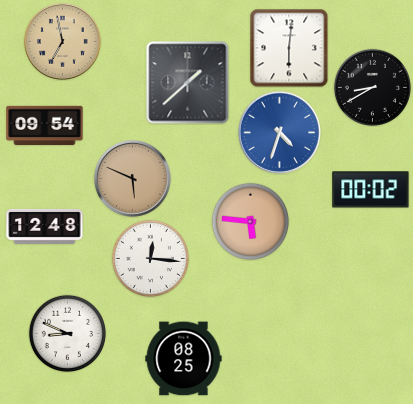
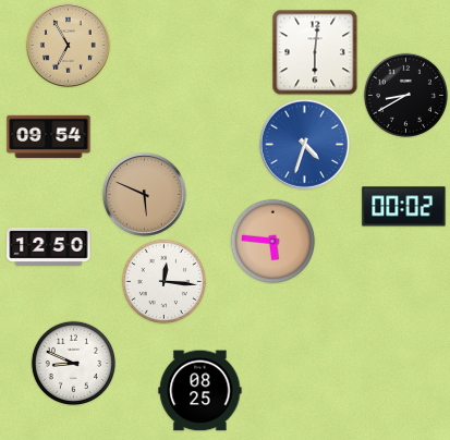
clock at (62, 41): 6:58 -> 6:55
clock at (188, 83): 1:38 -> none
clock at (45, 226): 12:48 -> 12:50
